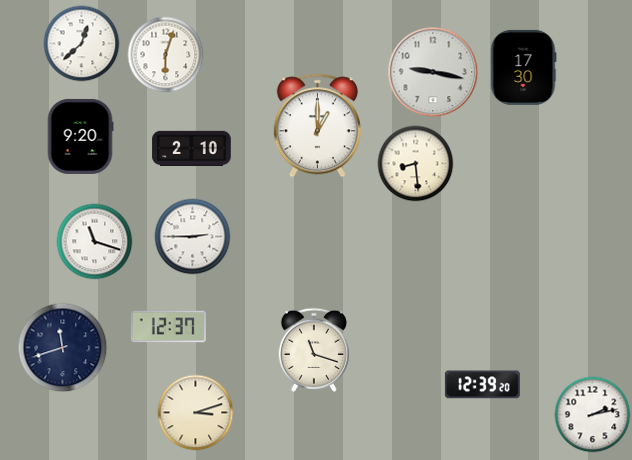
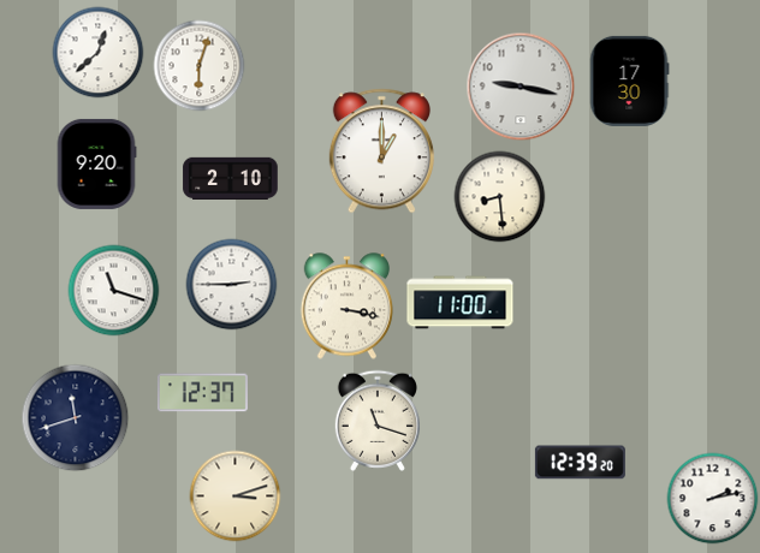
clock at (461, 303): none -> 11:00
clock at (346, 307): none -> 3:17
